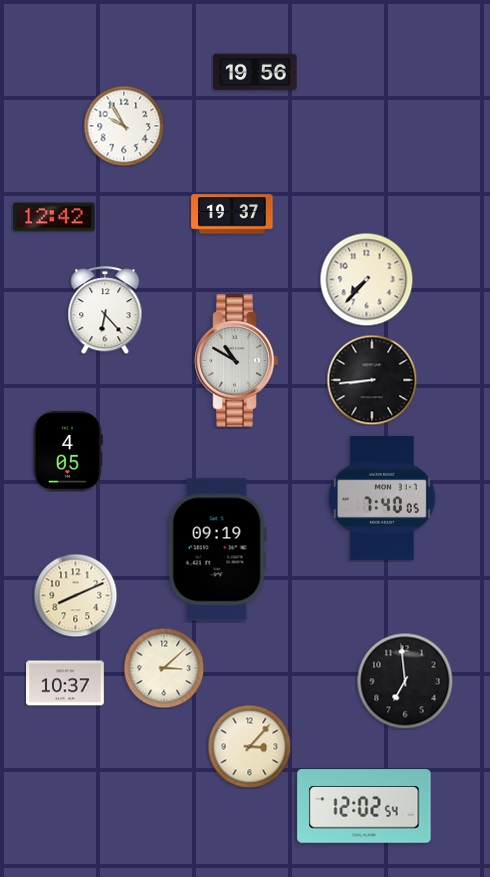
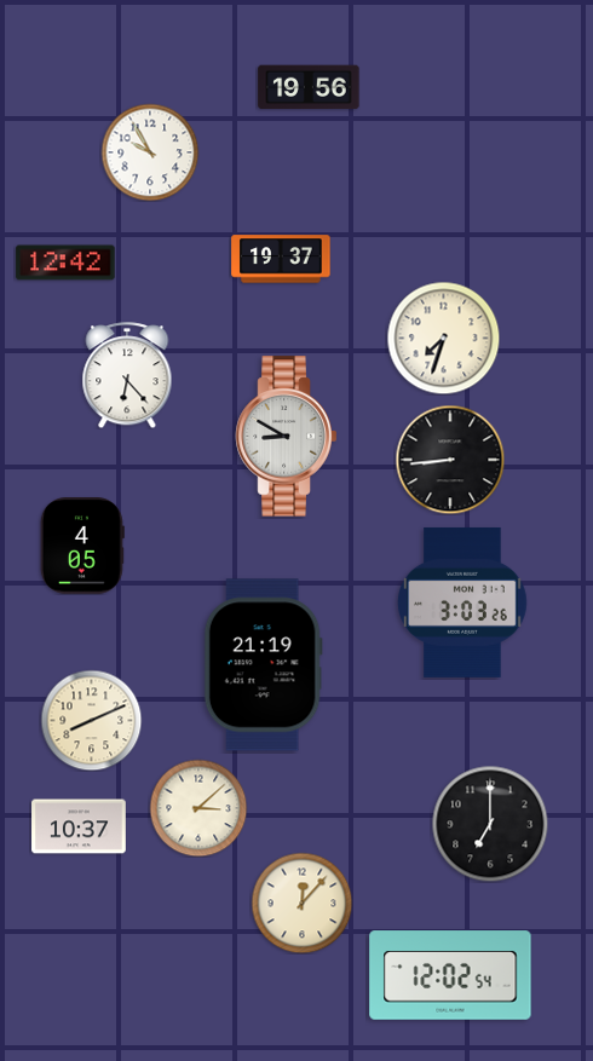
clock at (366, 279): 7:37 -> 7:33
clock at (237, 361): 10:50 -> 8:50
clock at (383, 498): 7:40 -> 3:03
clock at (217, 550): 09:19 -> 21:19
clock at (405, 681): 6:59 -> 7:00
clock at (249, 746): 3:07 -> 12:07
clock at (364, 806) position: (364, 806) -> (450, 975)
